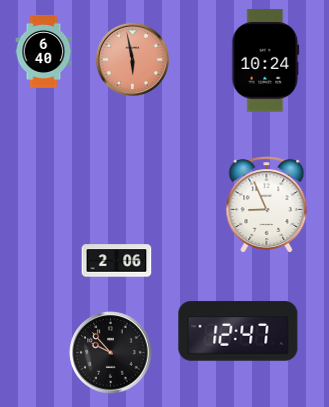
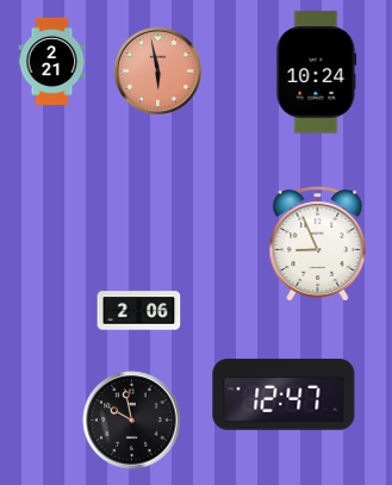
clock at (44, 51): 6:40 -> 2:21
clock at (111, 353): 9:53 -> 9:58
